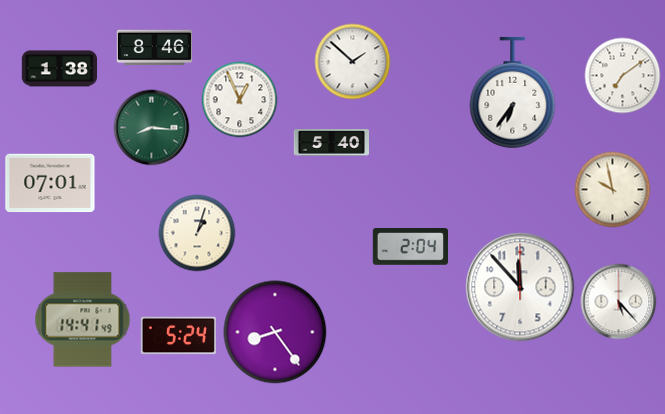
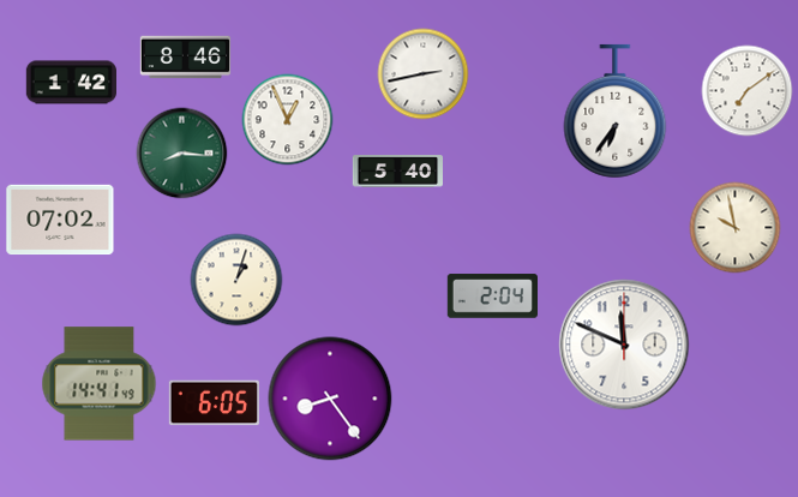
clock at (353, 62): 1:52 -> 2:43
clock at (59, 69): 1:38 -> 1:42
clock at (50, 183): 07:01 -> 07:02
clock at (520, 287): 11:53 -> 11:49
clock at (619, 302): 5:23 -> none
clock at (178, 336): 5:24 -> 6:05
